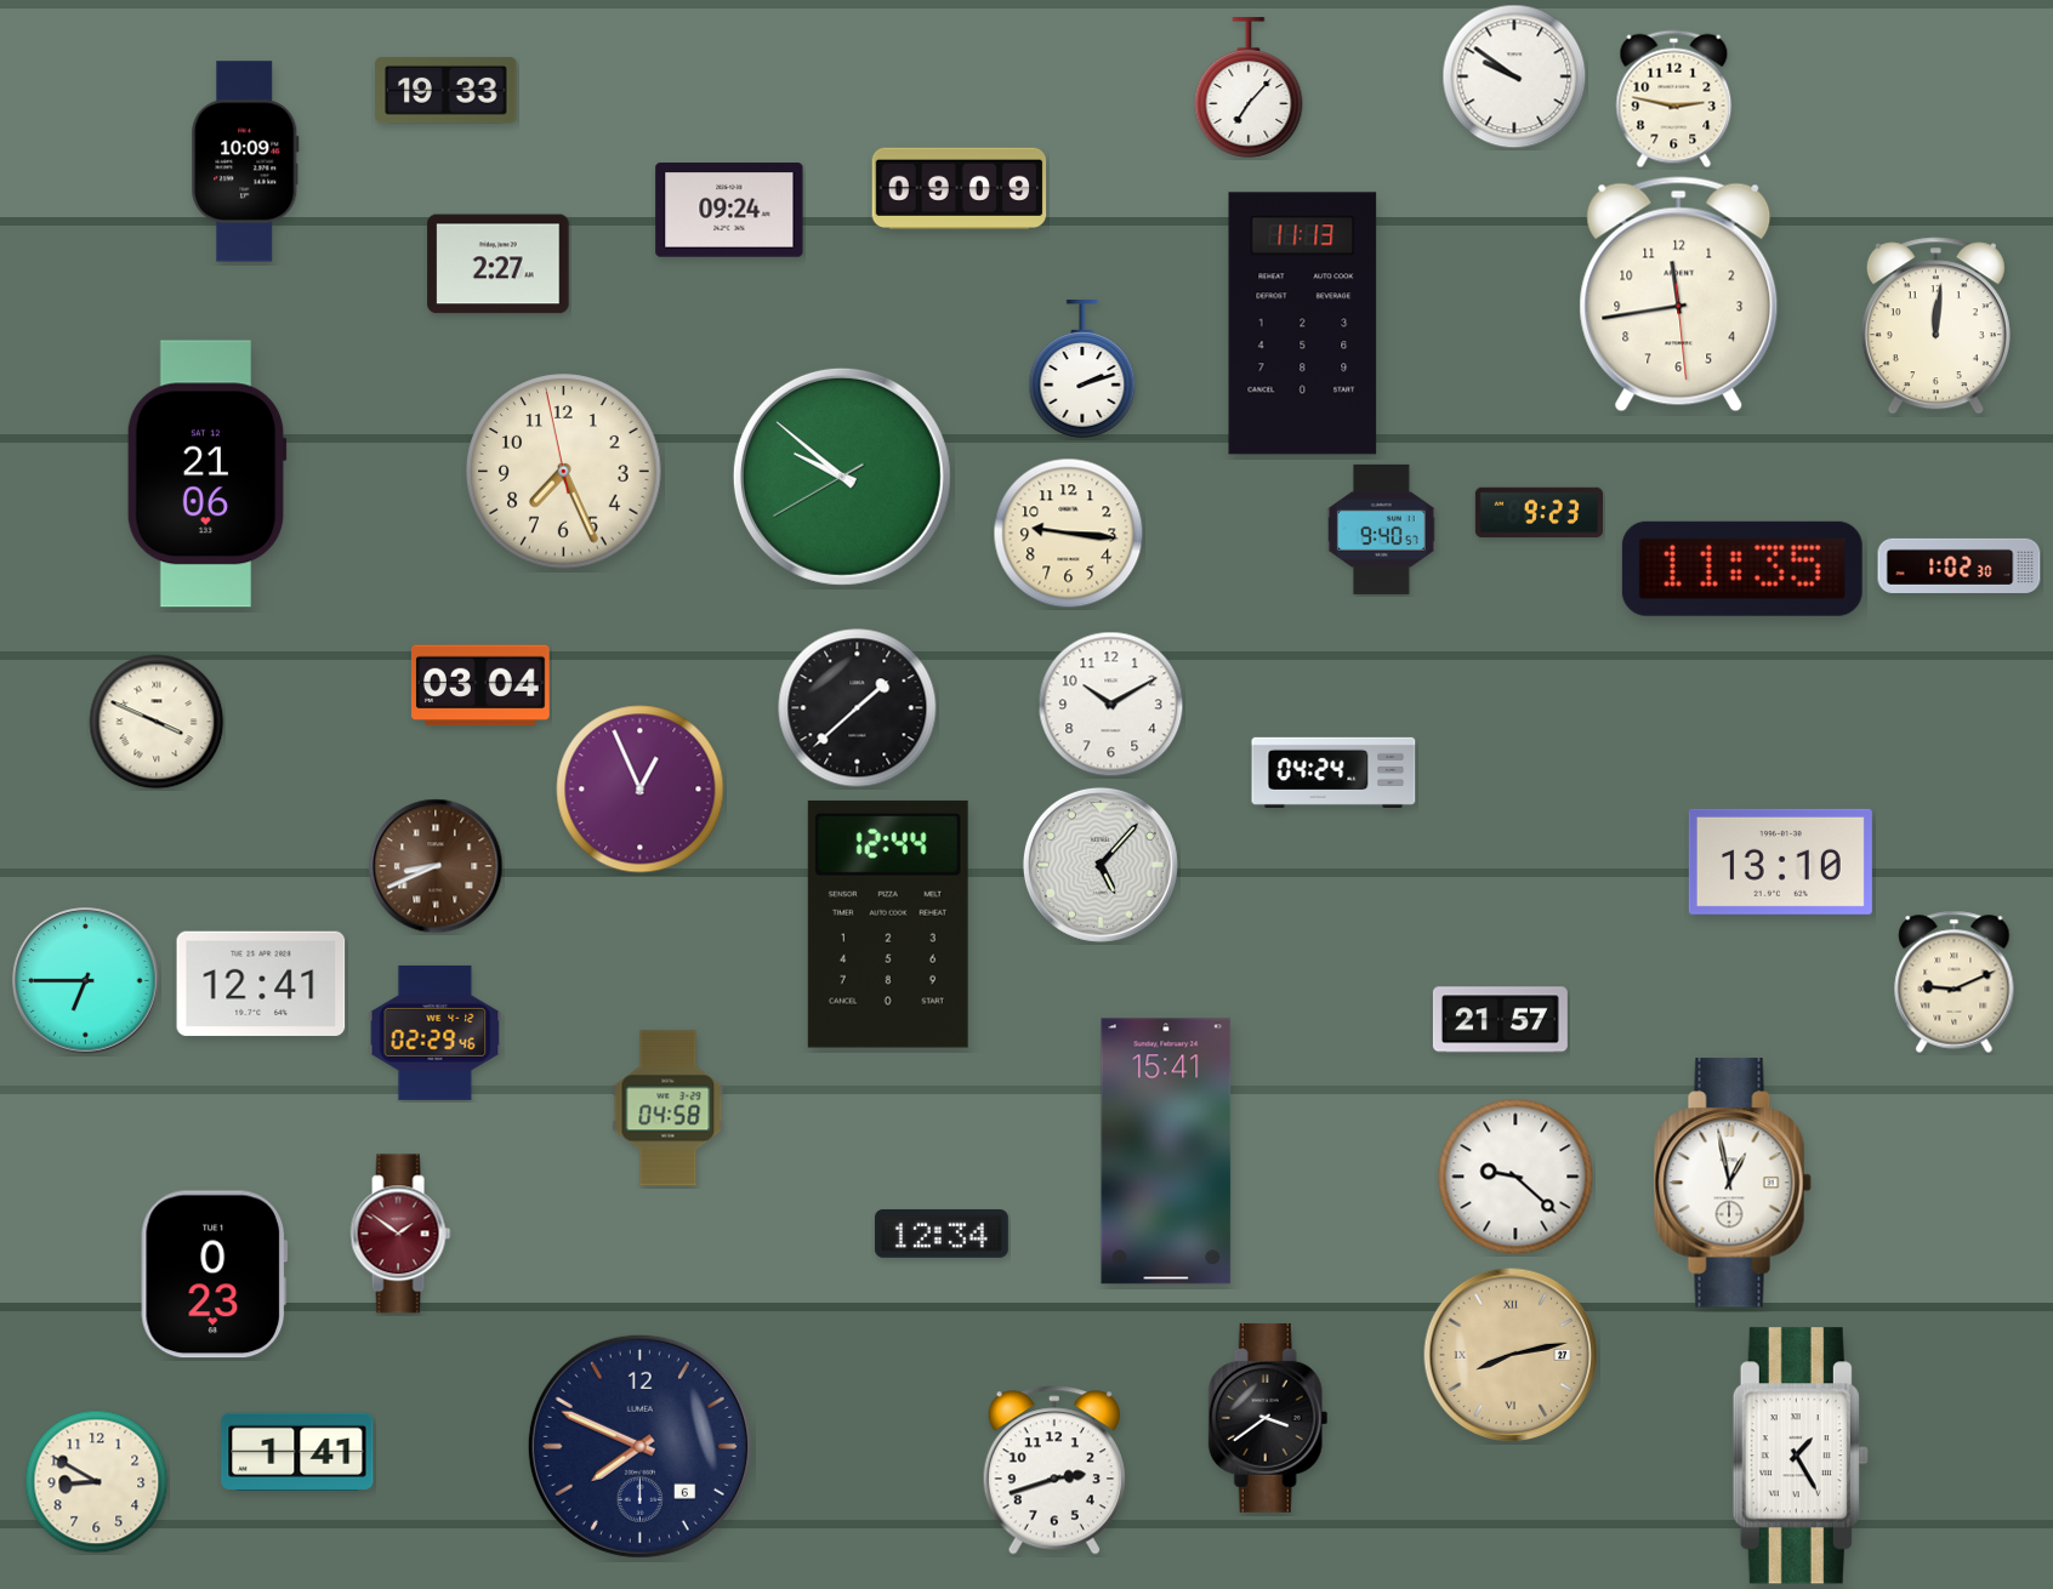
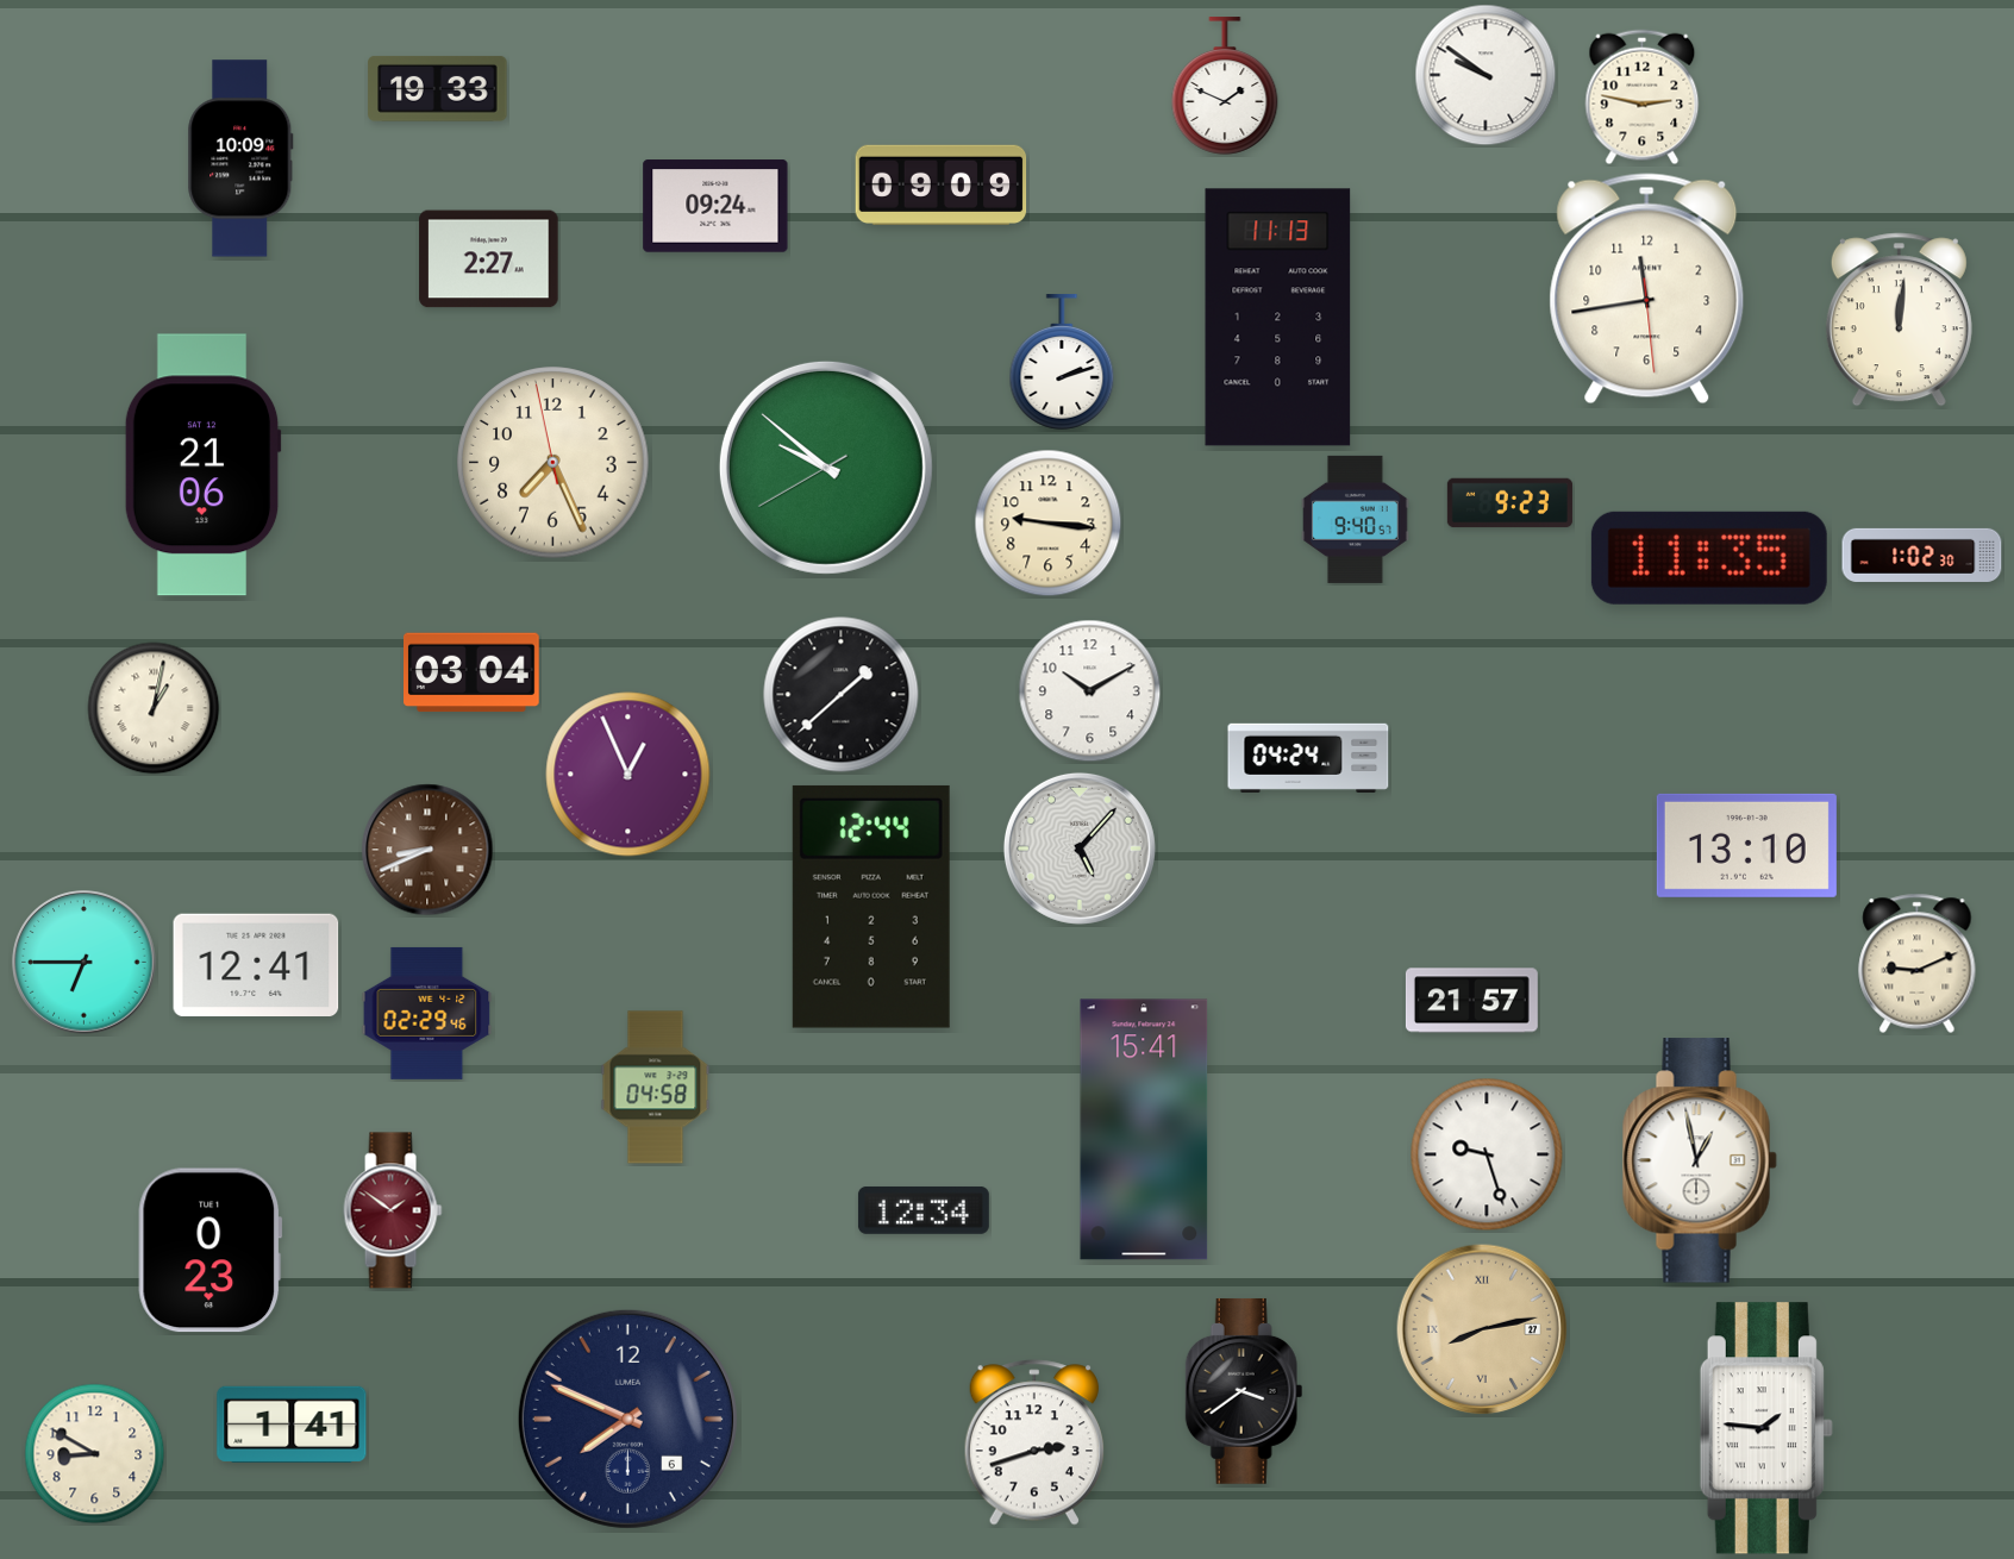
clock at (1249, 87): 7:07 -> 1:49
clock at (157, 722): 3:49 -> 1:02
clock at (1515, 1177): 9:22 -> 9:27
clock at (1801, 1456): 1:25 -> 1:46
